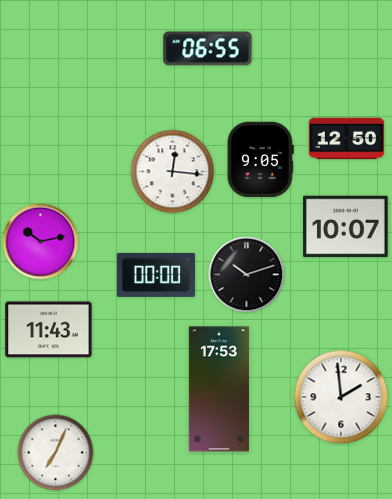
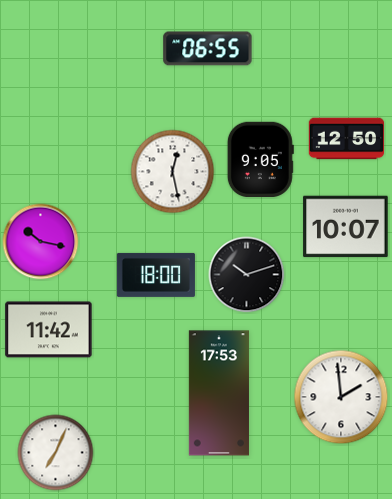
clock at (173, 172): 12:16 -> 12:28
clock at (41, 242): 10:13 -> 10:17
clock at (156, 275): 00:00 -> 18:00
clock at (49, 330): 11:43 -> 11:42
clock at (219, 389) position: (219, 389) -> (219, 393)
